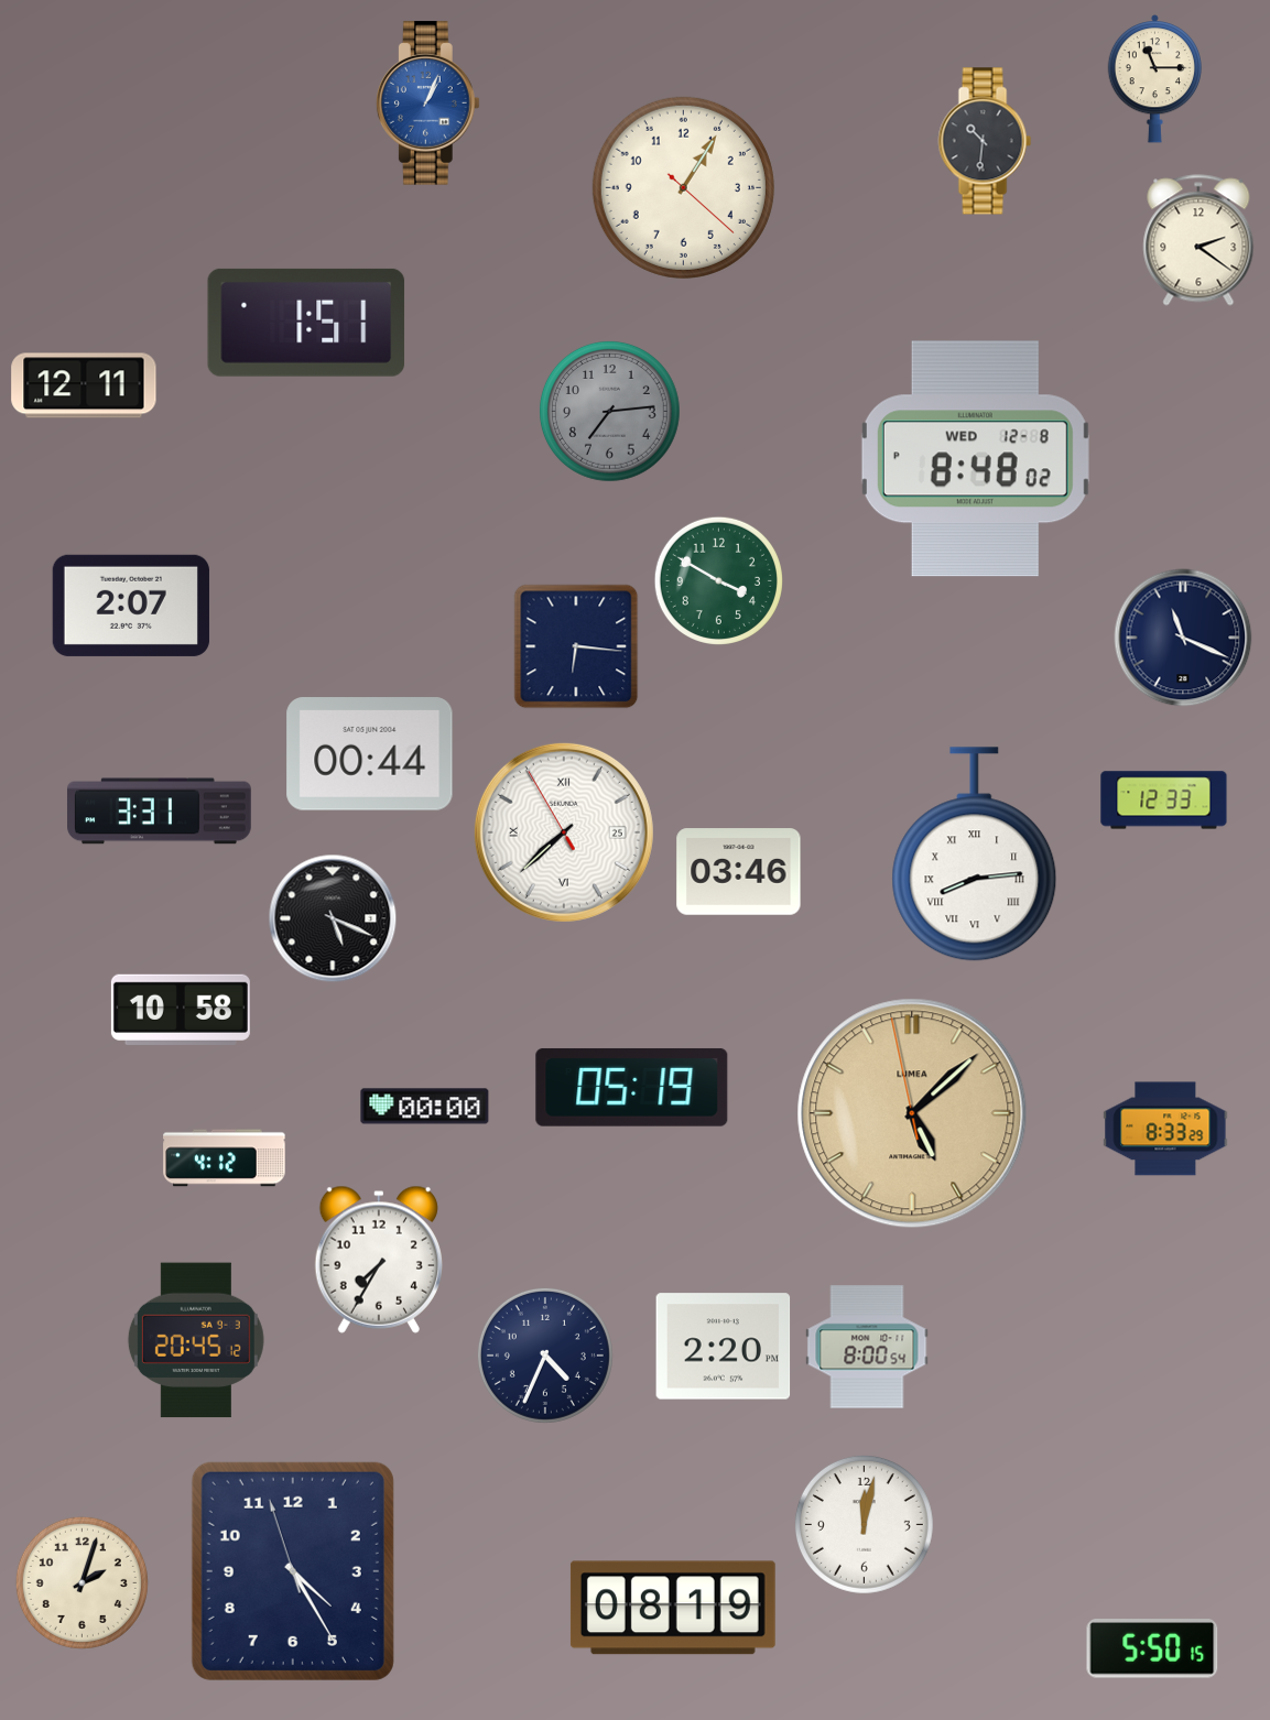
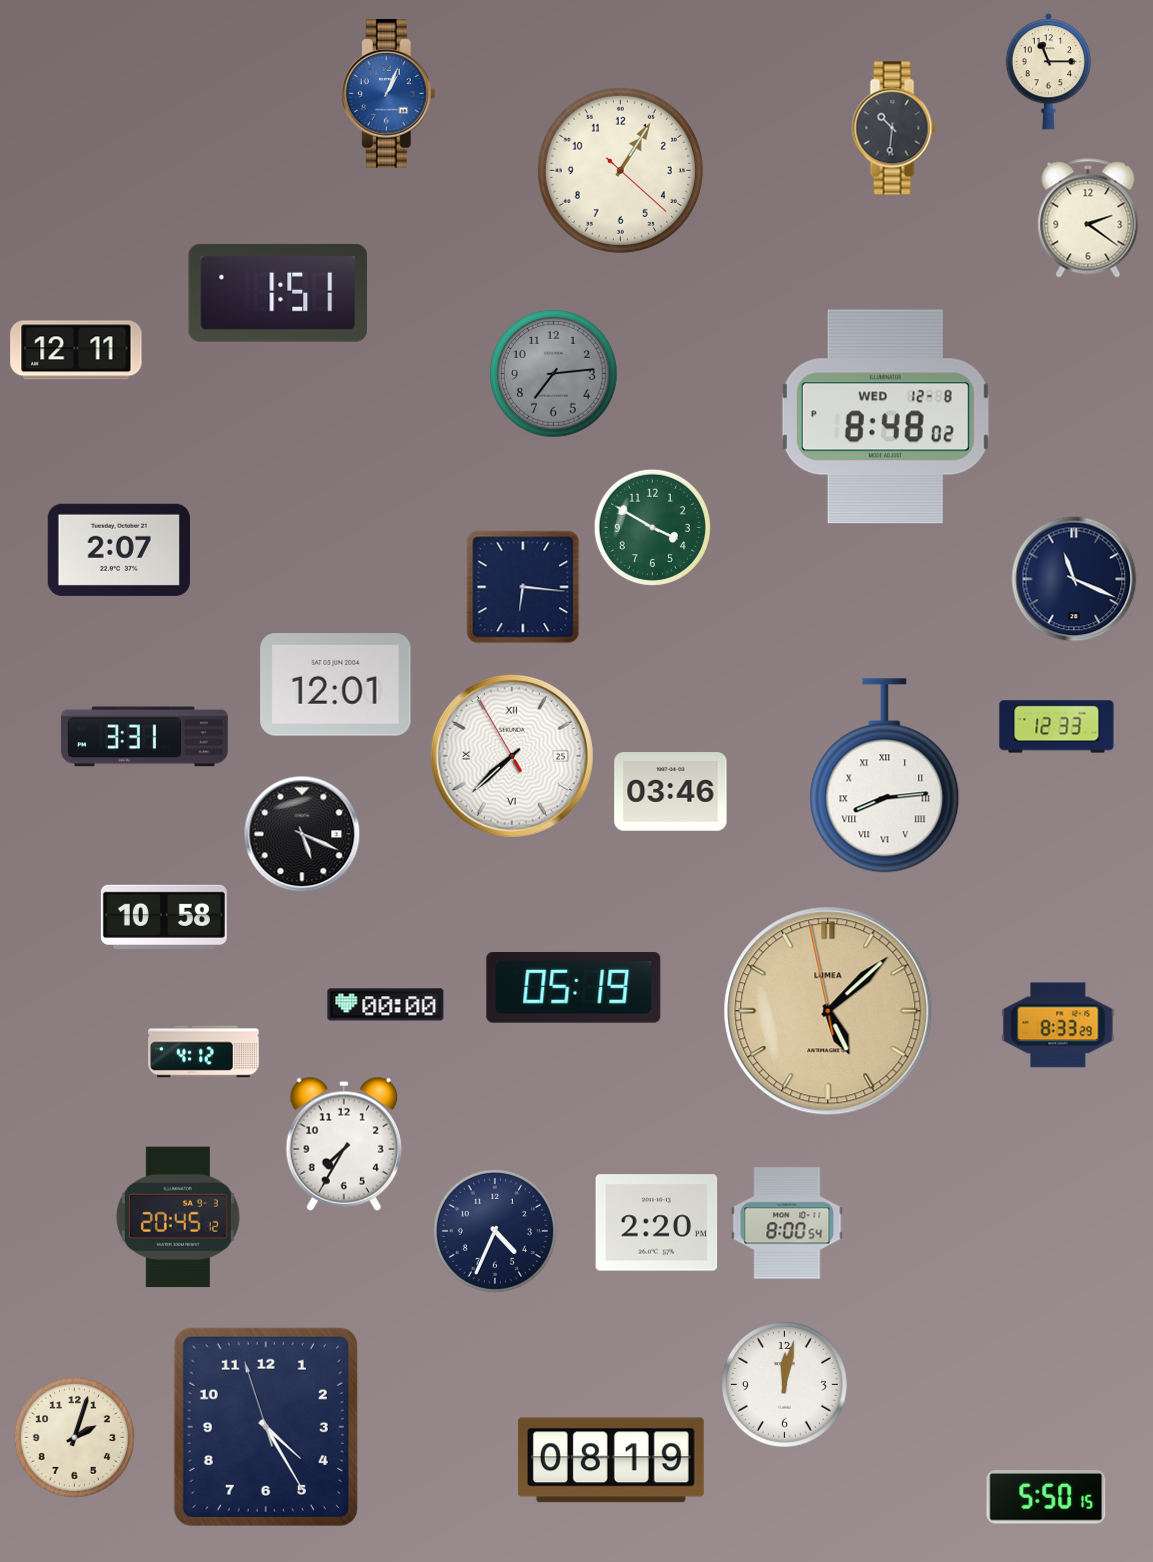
clock at (370, 754): 00:44 -> 12:01
